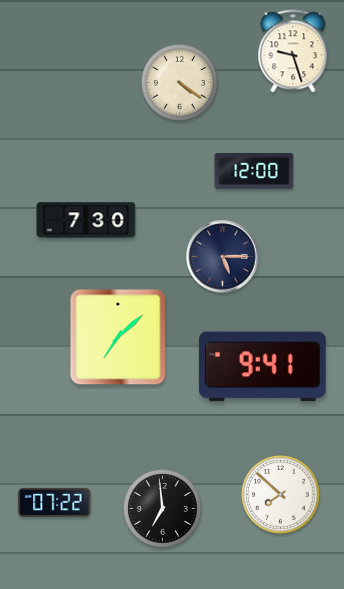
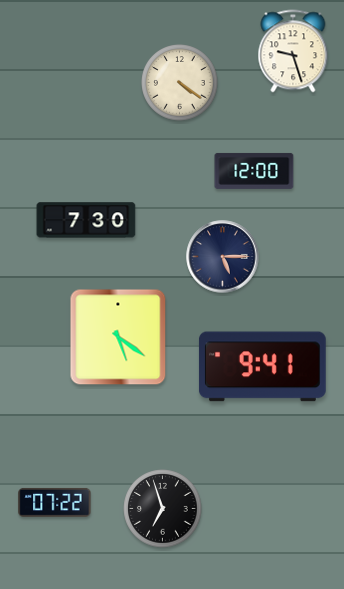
clock at (118, 337): 7:08 -> 5:21
clock at (281, 495): 7:52 -> none
clock at (163, 509): 6:59 -> 6:57
